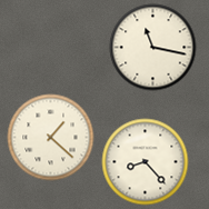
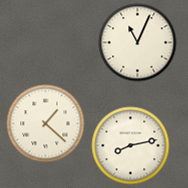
clock at (152, 47): 11:17 -> 11:04
clock at (145, 161): 8:23 -> 8:13
